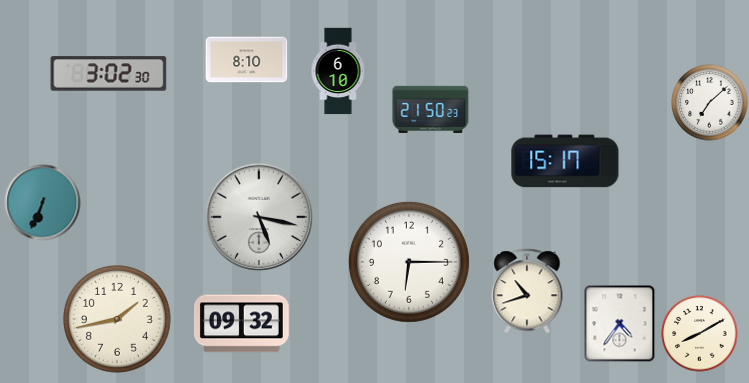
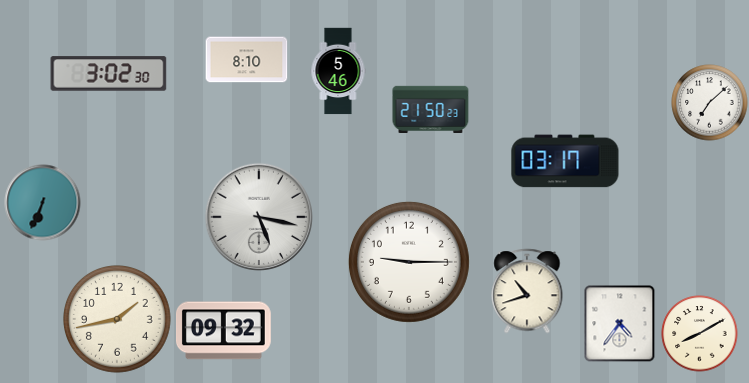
clock at (338, 71): 6:10 -> 5:46
clock at (565, 161): 15:17 -> 03:17
clock at (409, 262): 6:15 -> 9:15
clock at (242, 324) position: (242, 324) -> (224, 331)
